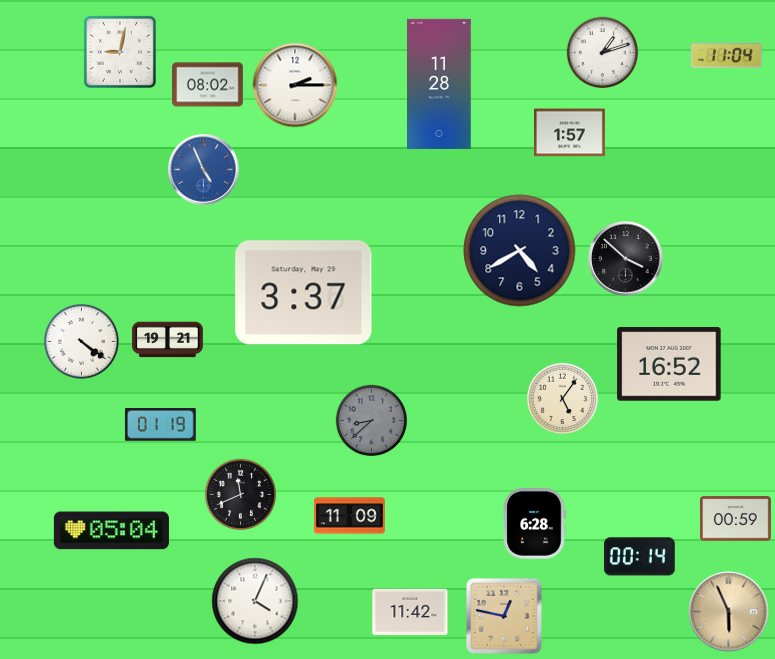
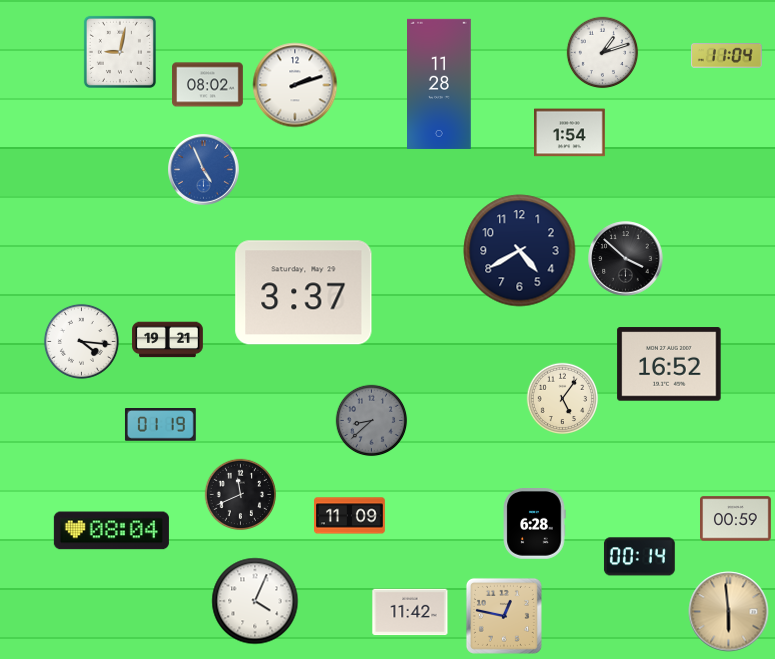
clock at (295, 85): 2:15 -> 2:12
clock at (570, 133): 1:57 -> 1:54
clock at (81, 341): 4:21 -> 4:16
clock at (111, 531): 05:04 -> 08:04
clock at (729, 612): 5:56 -> 5:59
